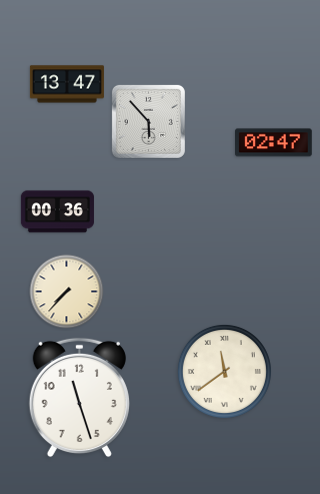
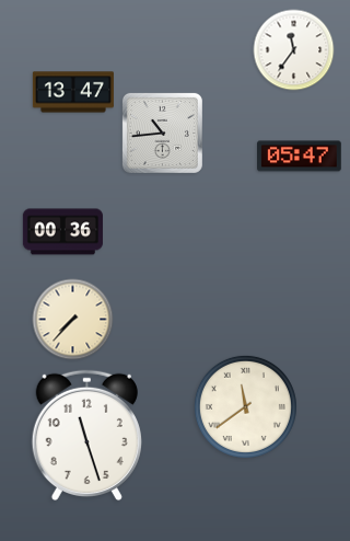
clock at (294, 50): none -> 11:36
clock at (148, 121): 5:53 -> 10:44
clock at (274, 143): 02:47 -> 05:47
